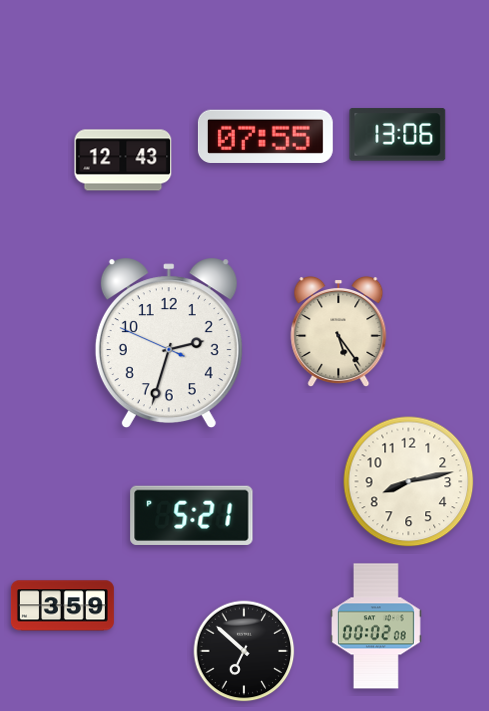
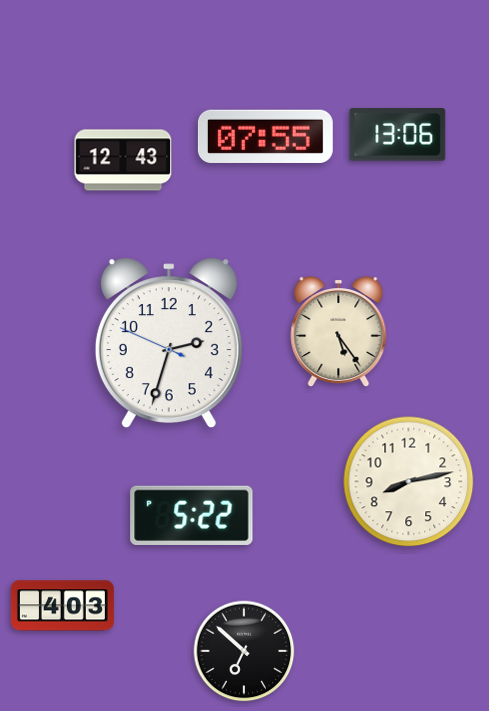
clock at (192, 515): 5:21 -> 5:22
clock at (62, 606): 3:59 -> 4:03
clock at (376, 626): 00:02 -> none
